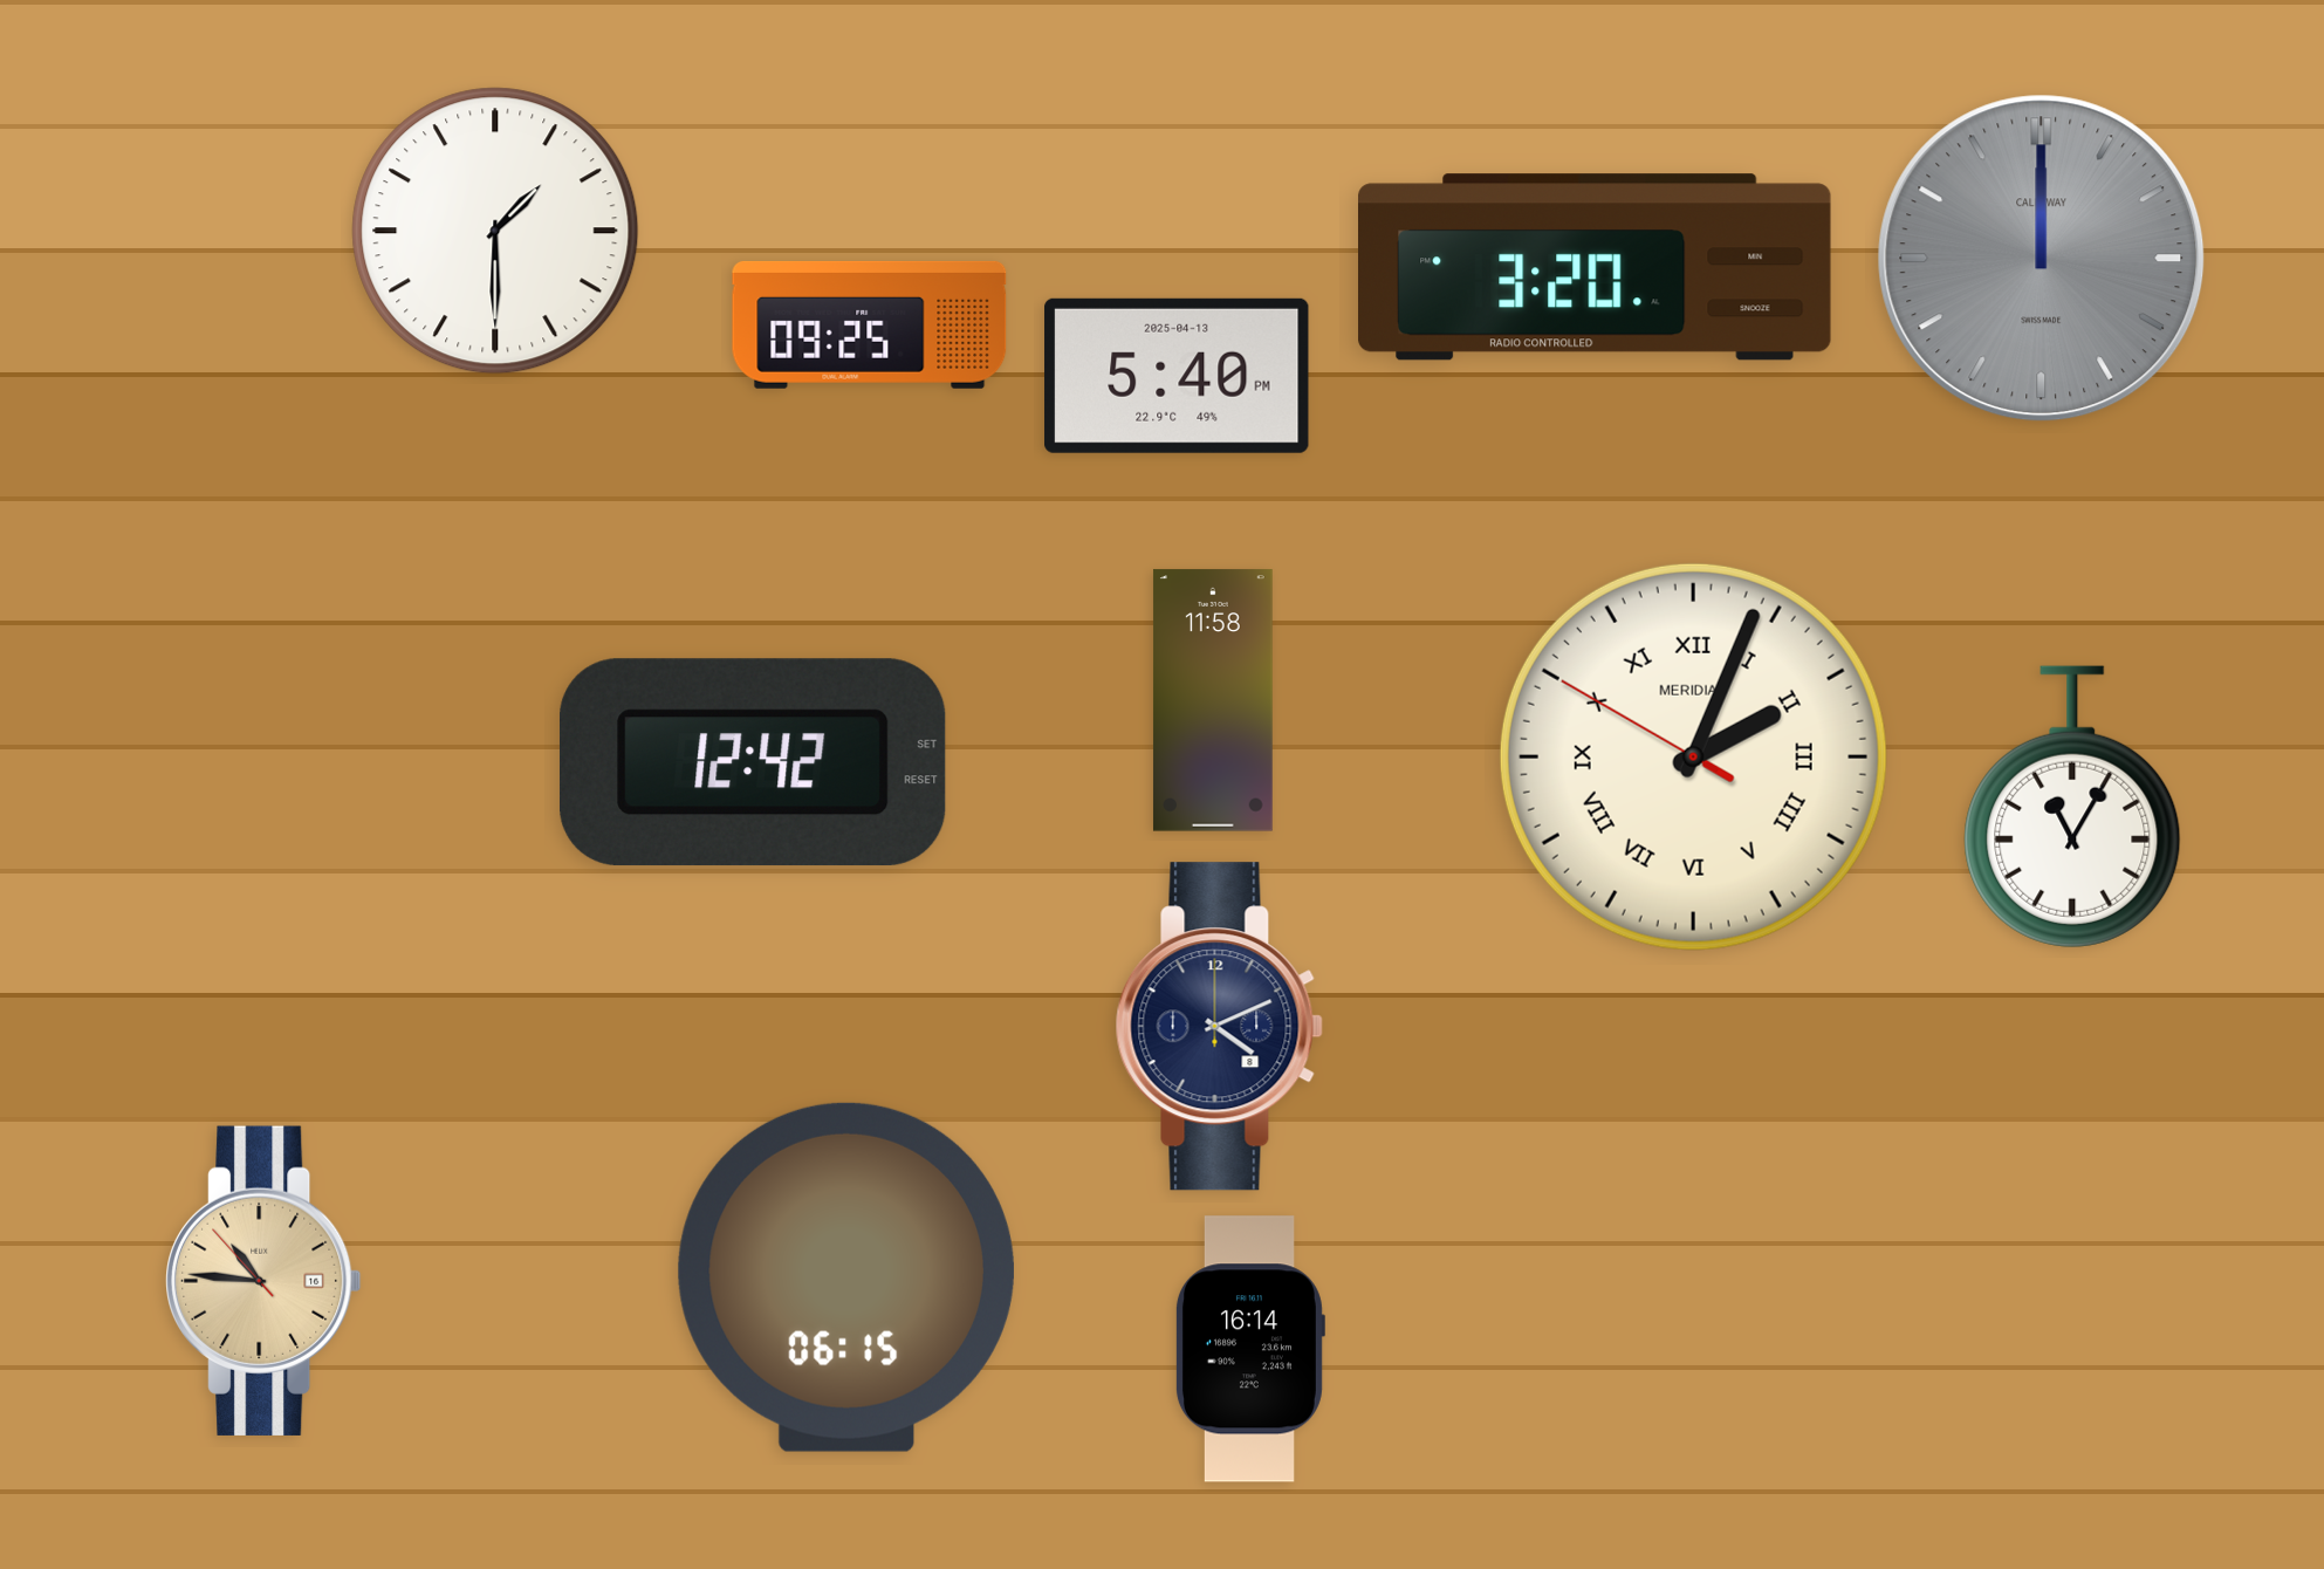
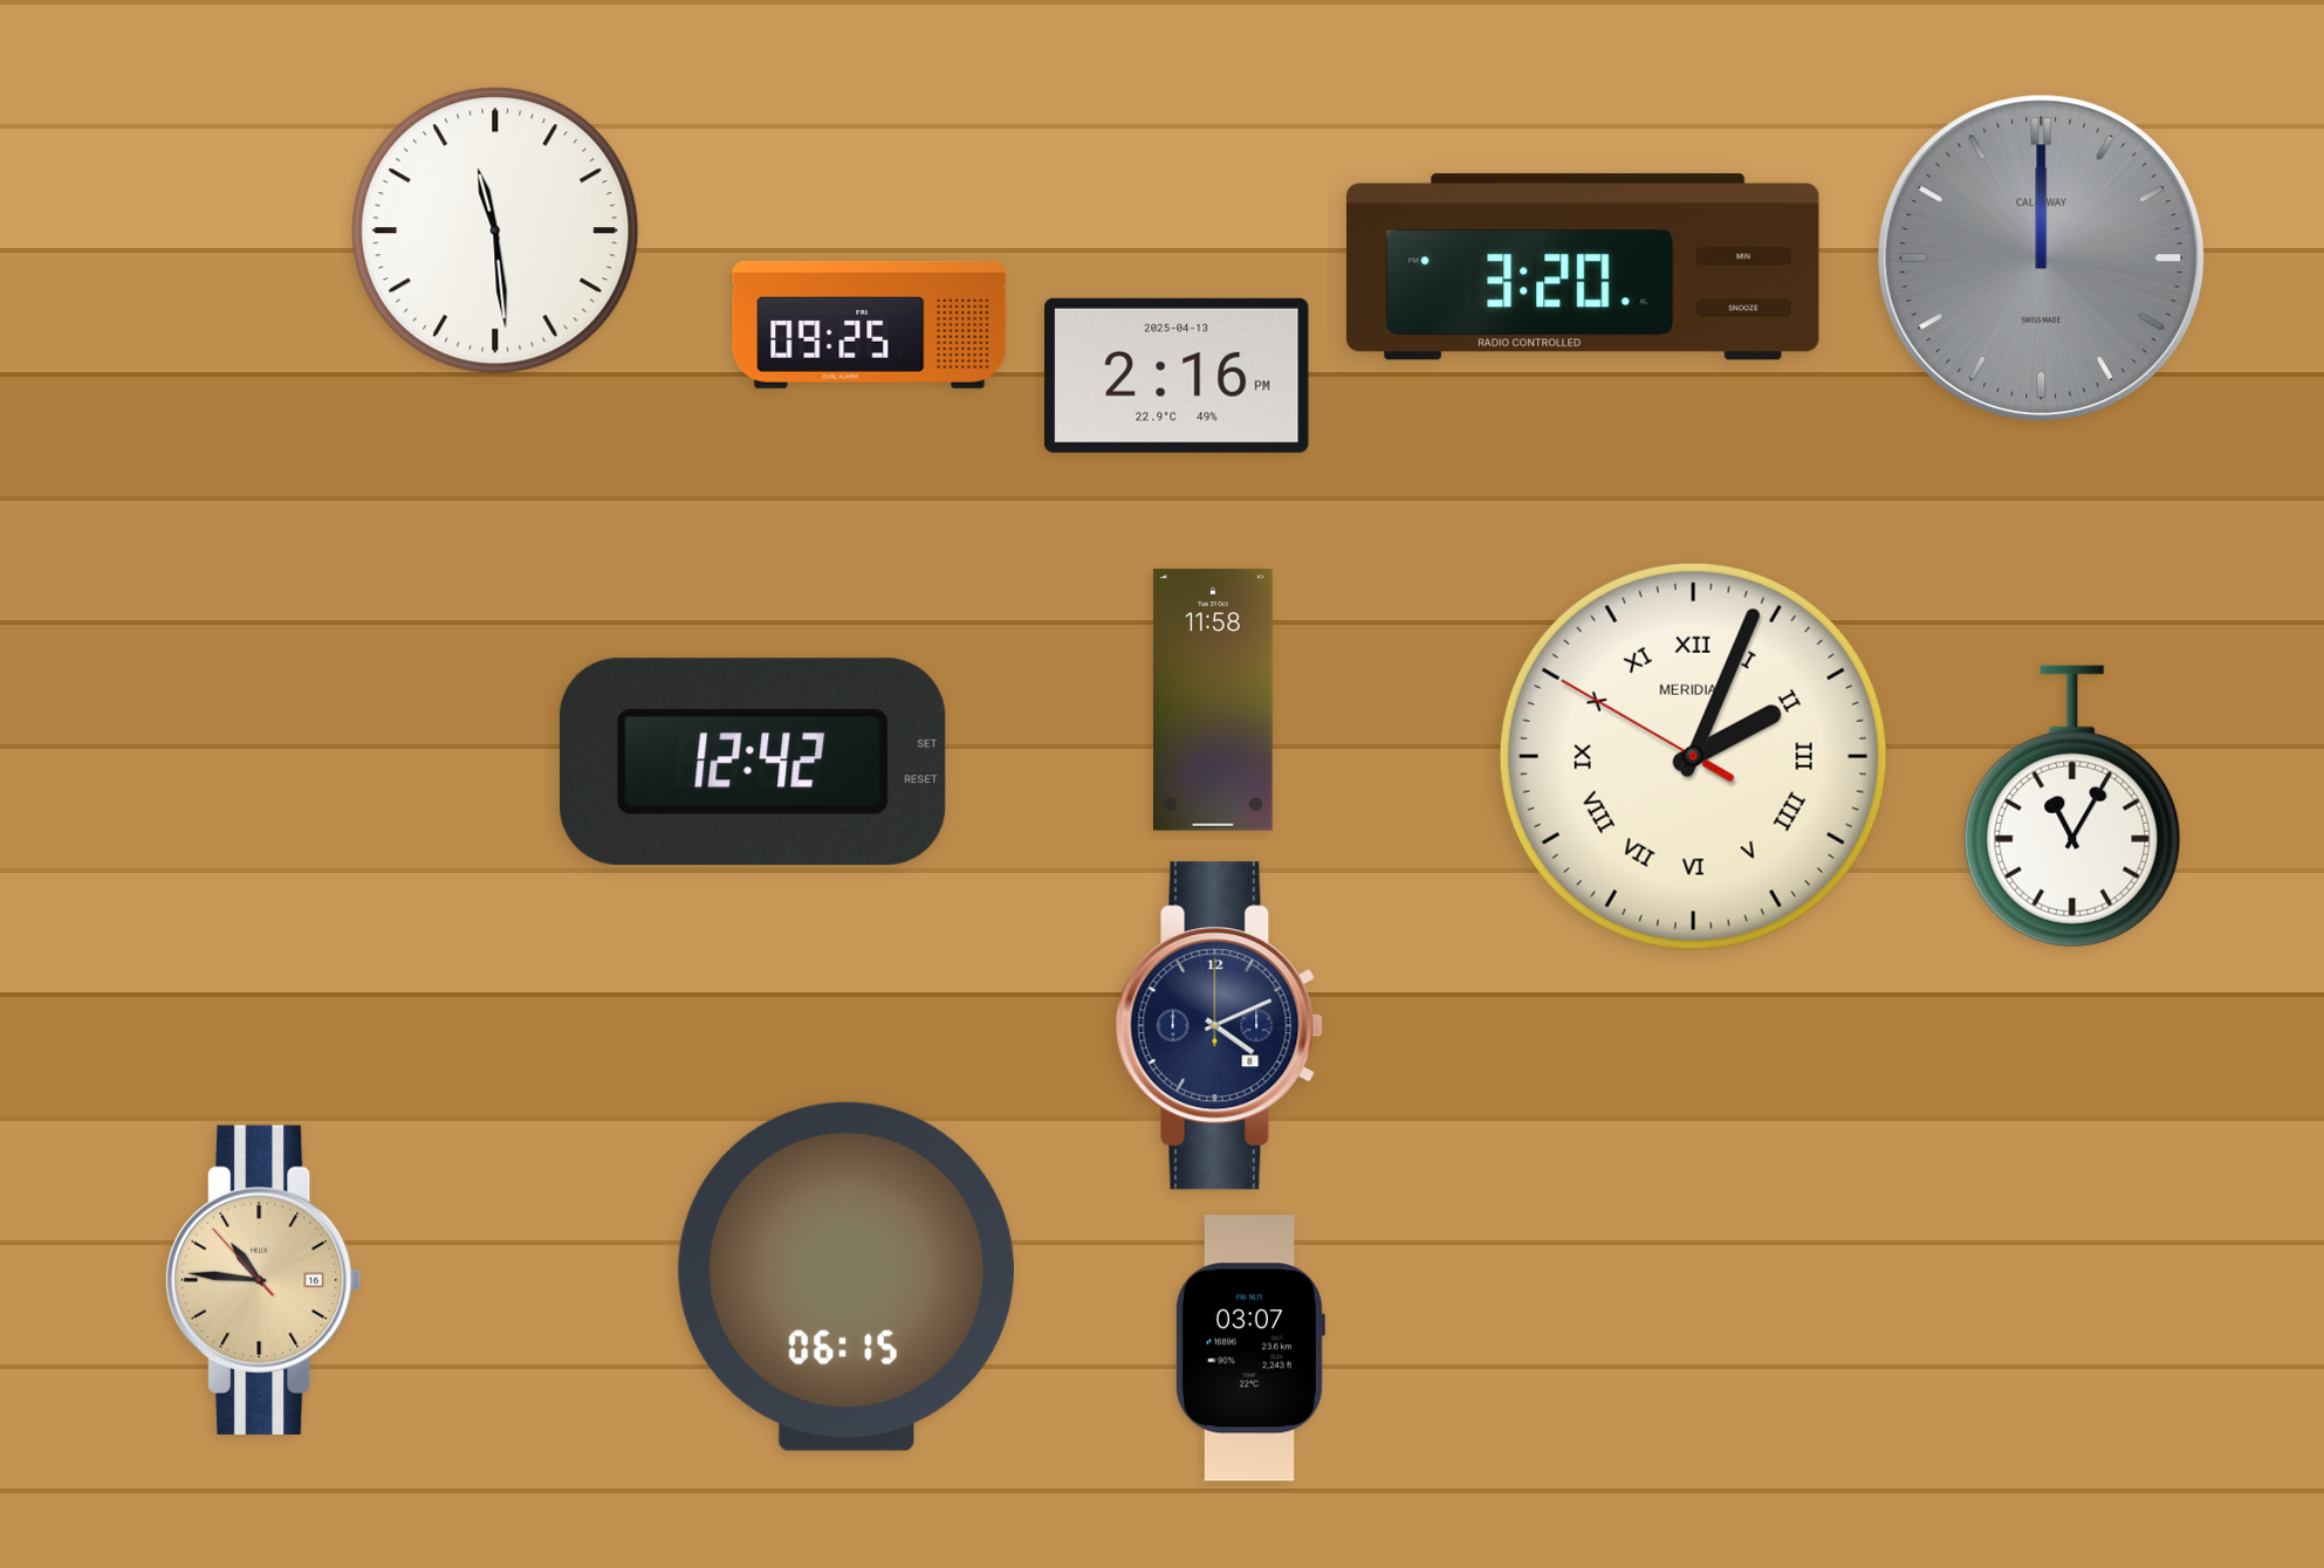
clock at (495, 231): 1:30 -> 11:29
clock at (1596, 267) position: (1596, 267) -> (1584, 267)
clock at (1177, 376): 5:40 -> 2:16
clock at (1249, 1349): 16:14 -> 03:07
